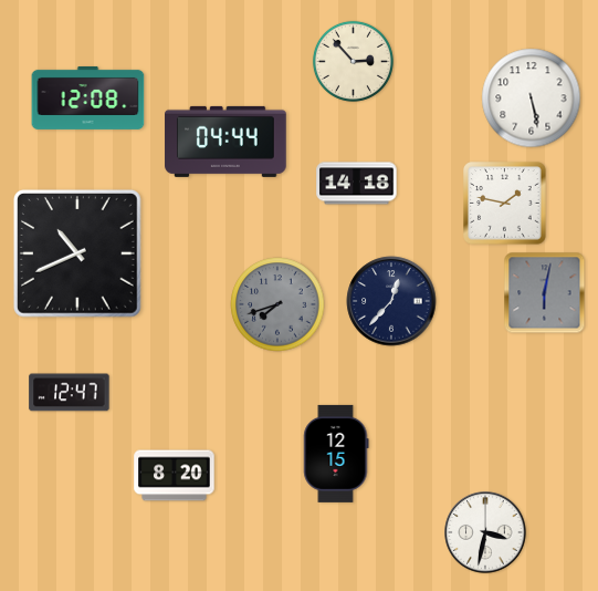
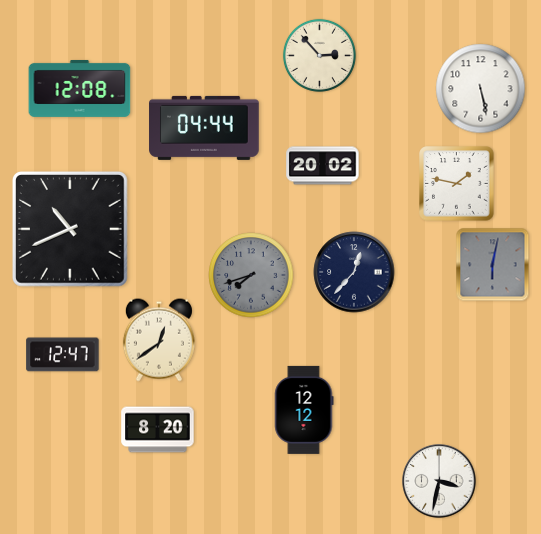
clock at (357, 184): 14:18 -> 20:02
clock at (159, 340): none -> 12:39
clock at (336, 454): 12:15 -> 12:12
